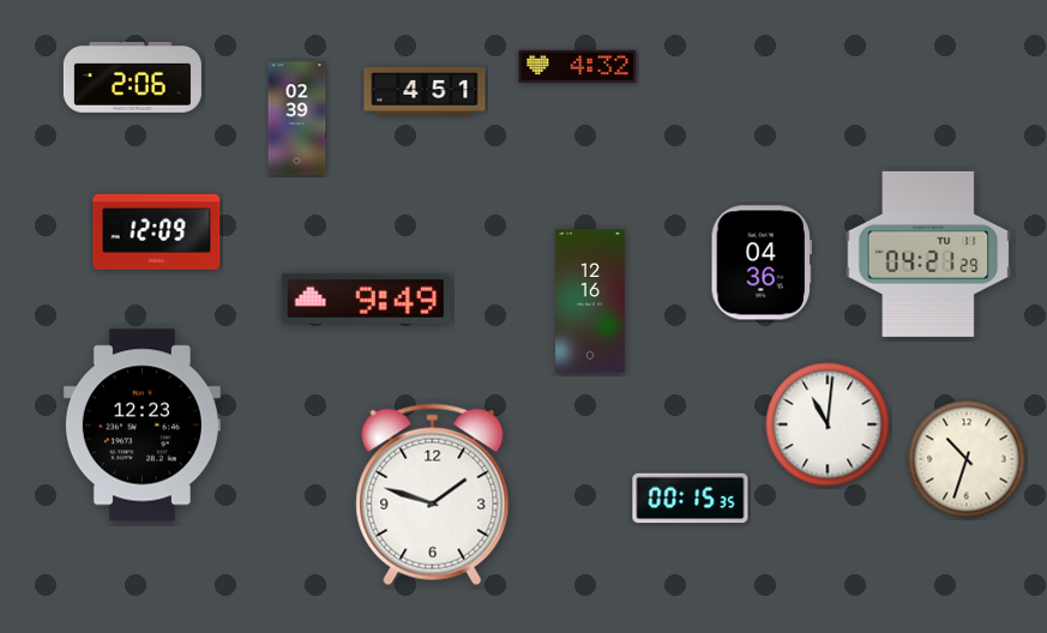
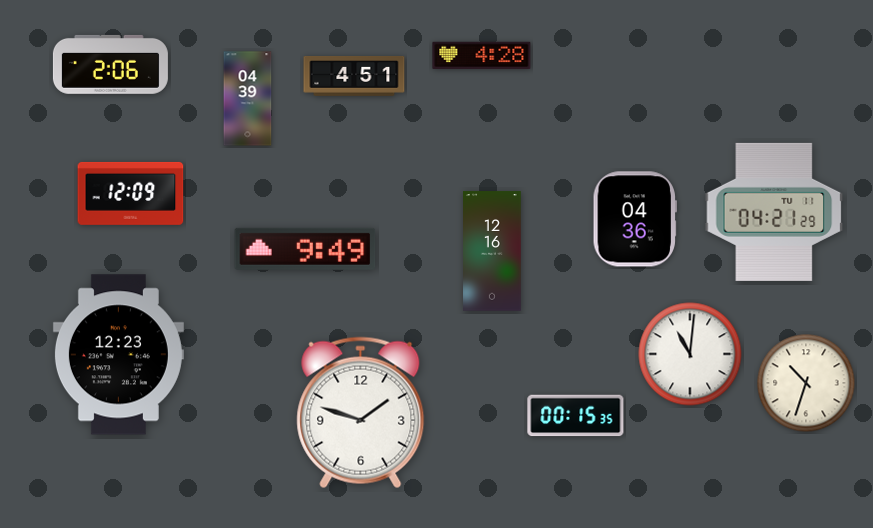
clock at (578, 67): 4:32 -> 4:28
clock at (297, 119): 02:39 -> 04:39
